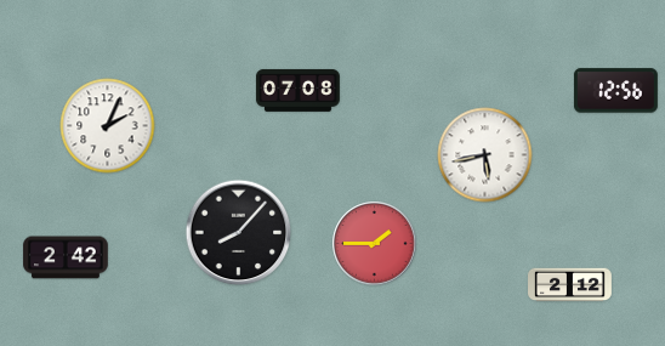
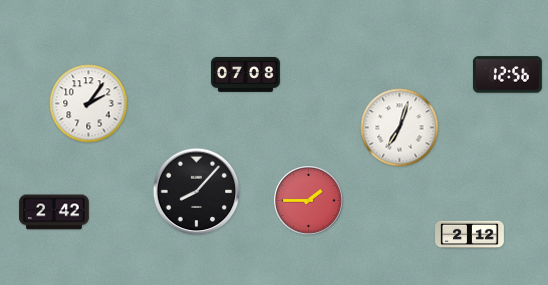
clock at (108, 126): 2:04 -> 2:06
clock at (485, 155): 5:43 -> 7:03
